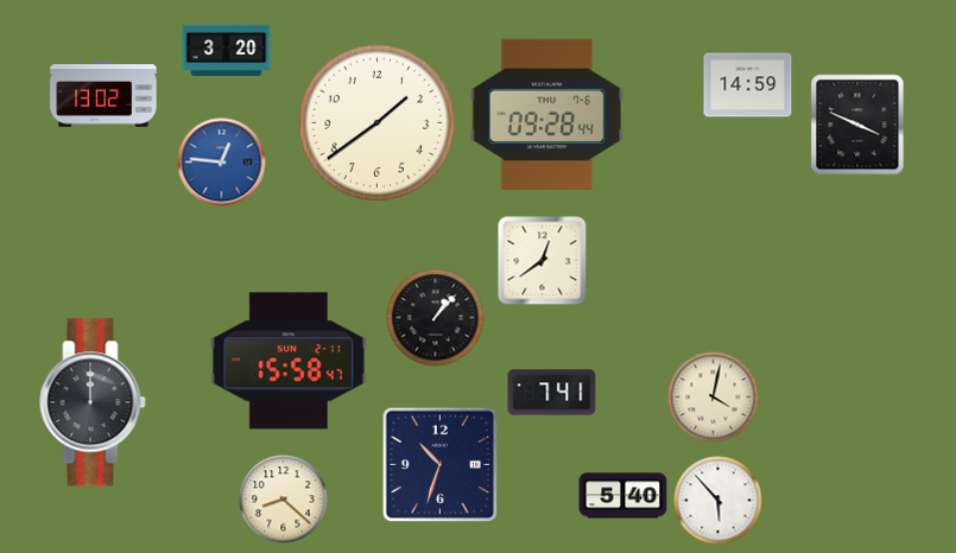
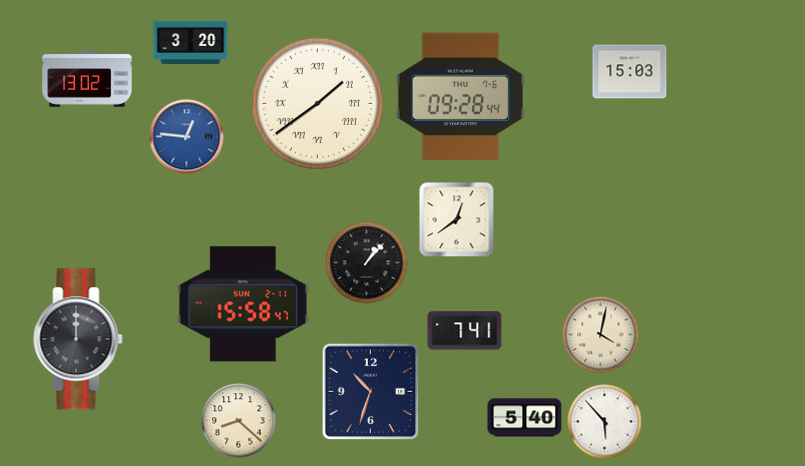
clock at (748, 85): 14:59 -> 15:03
clock at (376, 122) numerals: Arabic -> Roman
clock at (857, 125): 3:49 -> none
clock at (436, 318) position: (436, 318) -> (367, 263)
